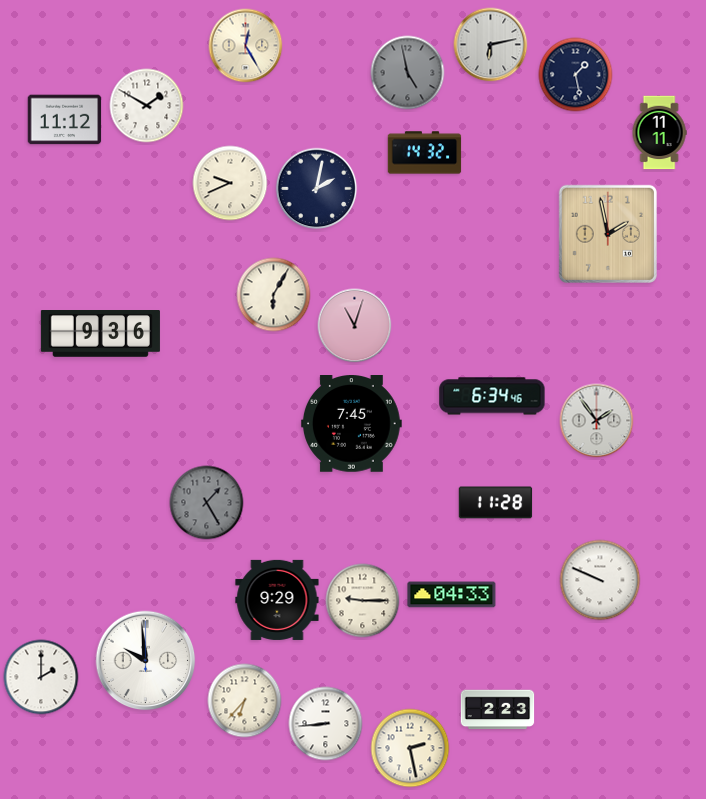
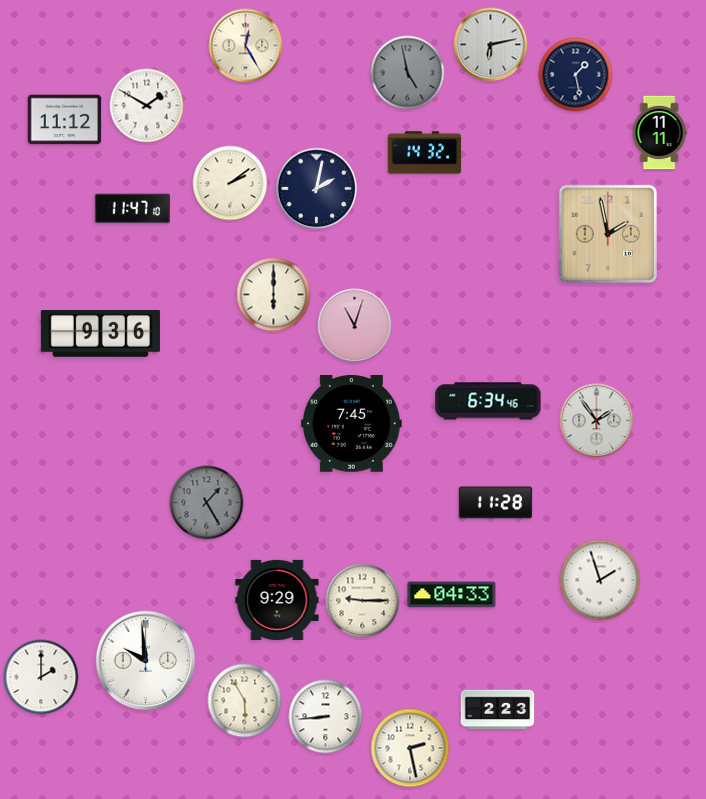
clock at (230, 183): 9:41 -> 2:09
clock at (132, 209): none -> 11:47
clock at (274, 295): 6:05 -> 6:00
clock at (492, 396) position: (492, 396) -> (488, 401)
clock at (600, 580): 9:49 -> 1:57
clock at (245, 701): 6:37 -> 5:55
clock at (326, 724) position: (326, 724) -> (326, 717)
